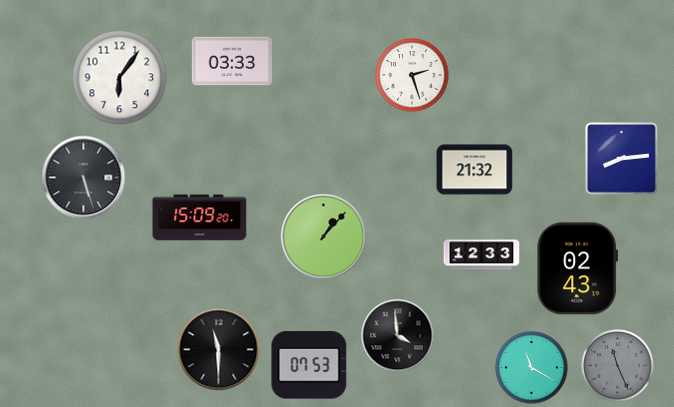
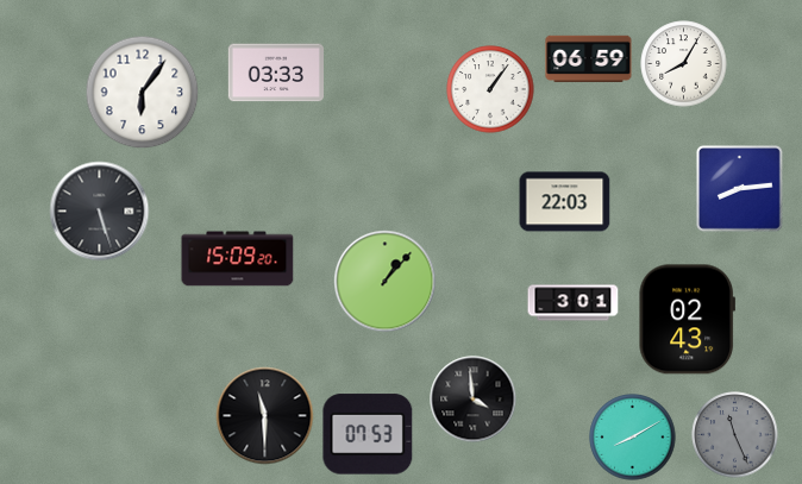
clock at (589, 59): none -> 06:59
clock at (684, 64): none -> 8:05
clock at (412, 75): 2:27 -> 1:06
clock at (475, 170): 21:32 -> 22:03
clock at (482, 255): 12:33 -> 3:01
clock at (219, 350) position: (219, 350) -> (265, 416)
clock at (532, 368): 11:20 -> 8:10
